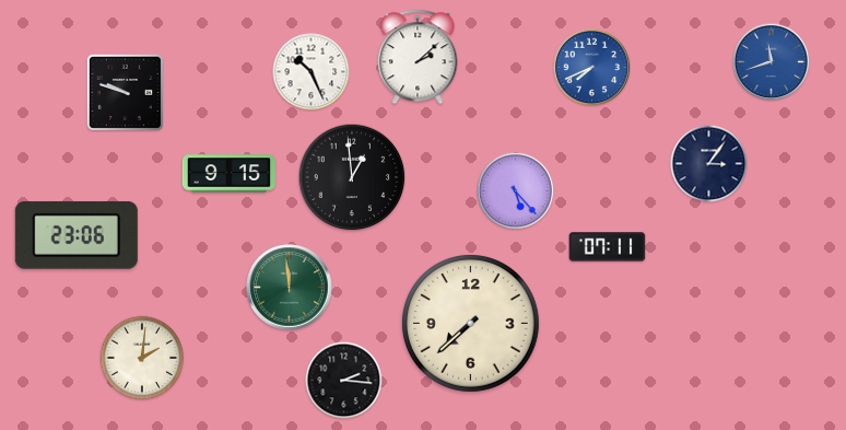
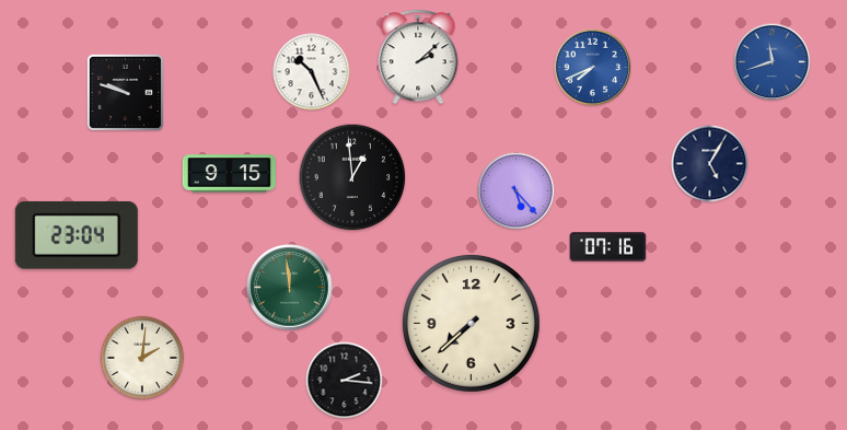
clock at (709, 164): 3:06 -> 5:05
clock at (77, 235): 23:06 -> 23:04
clock at (608, 247): 07:11 -> 07:16
